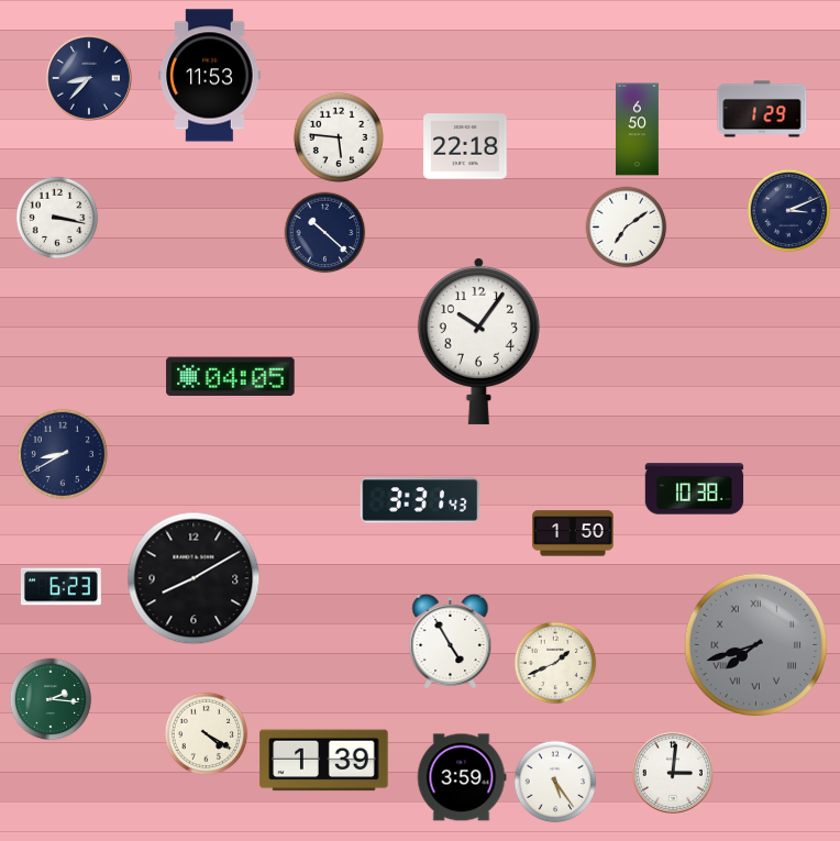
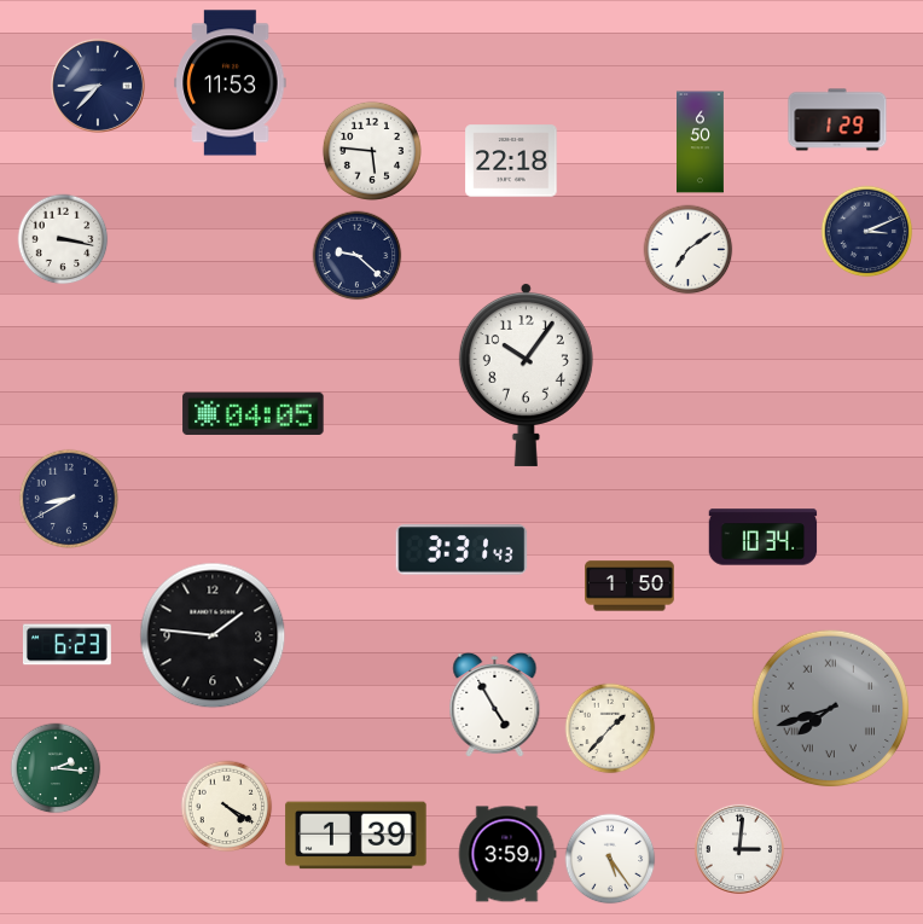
clock at (325, 233): 10:22 -> 9:22
clock at (695, 489): 10:38 -> 10:34
clock at (194, 578): 8:10 -> 1:46
clock at (555, 663): 1:41 -> 1:37
